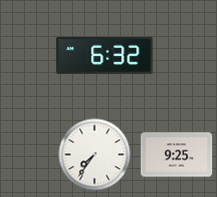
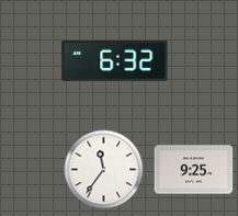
clock at (95, 155): 7:36 -> 11:36
